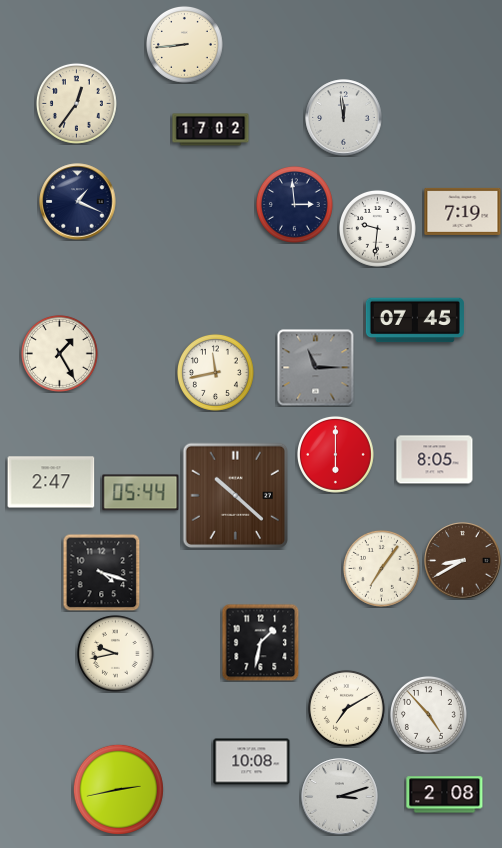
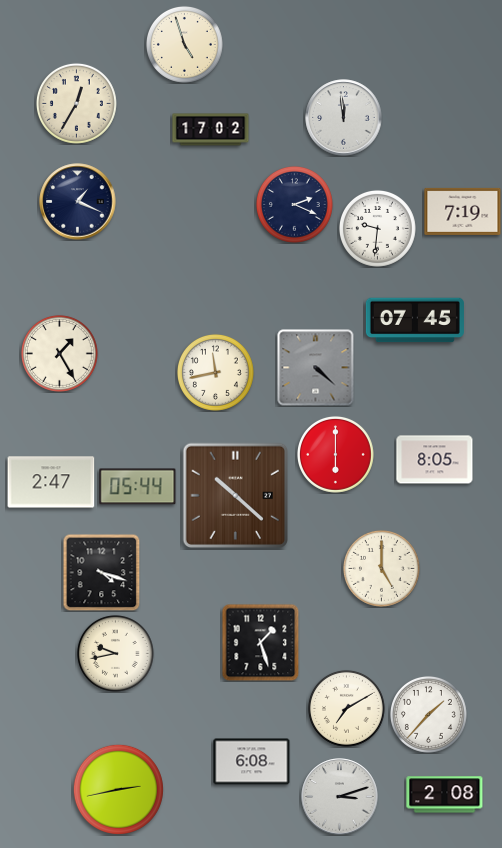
clock at (184, 44): 8:44 -> 4:57
clock at (76, 103): 12:36 -> 12:35
clock at (294, 204): 2:59 -> 2:19
clock at (316, 368): 11:15 -> 4:22
clock at (141, 493) position: (141, 493) -> (138, 487)
clock at (463, 561): 8:40 -> none
clock at (381, 568): 7:06 -> 5:00
clock at (260, 642): 1:32 -> 1:27
clock at (428, 714): 4:53 -> 1:37
clock at (252, 762): 10:08 -> 6:08
